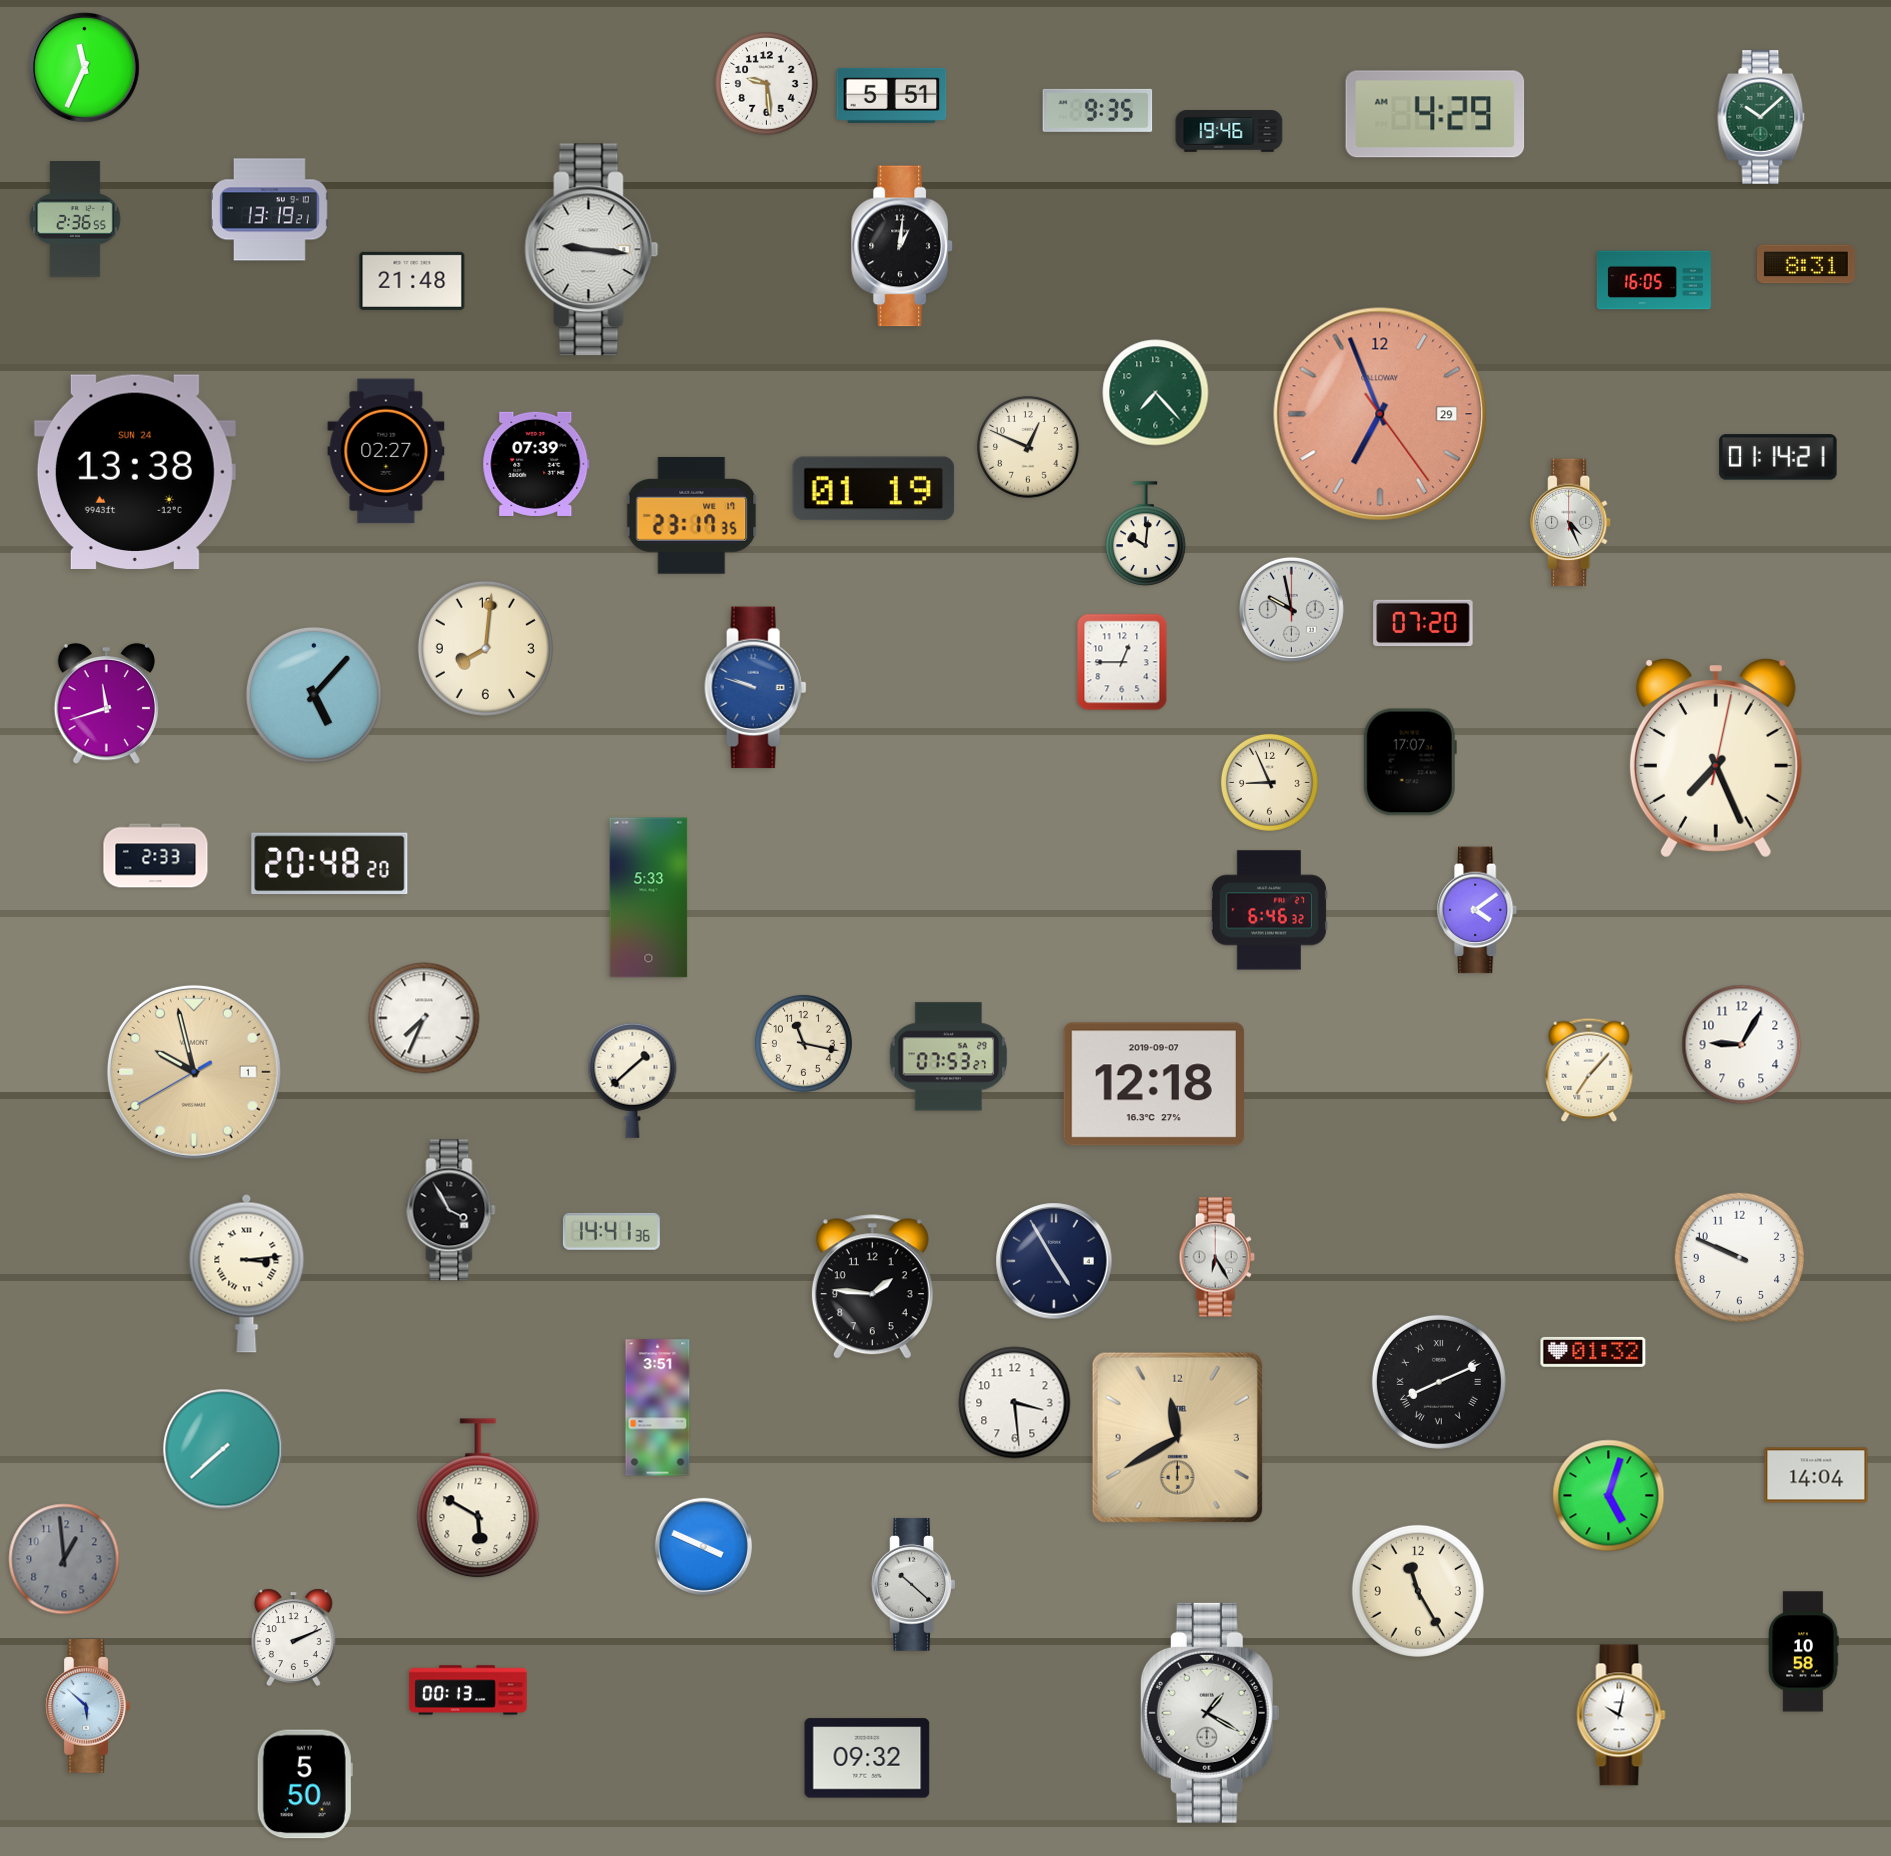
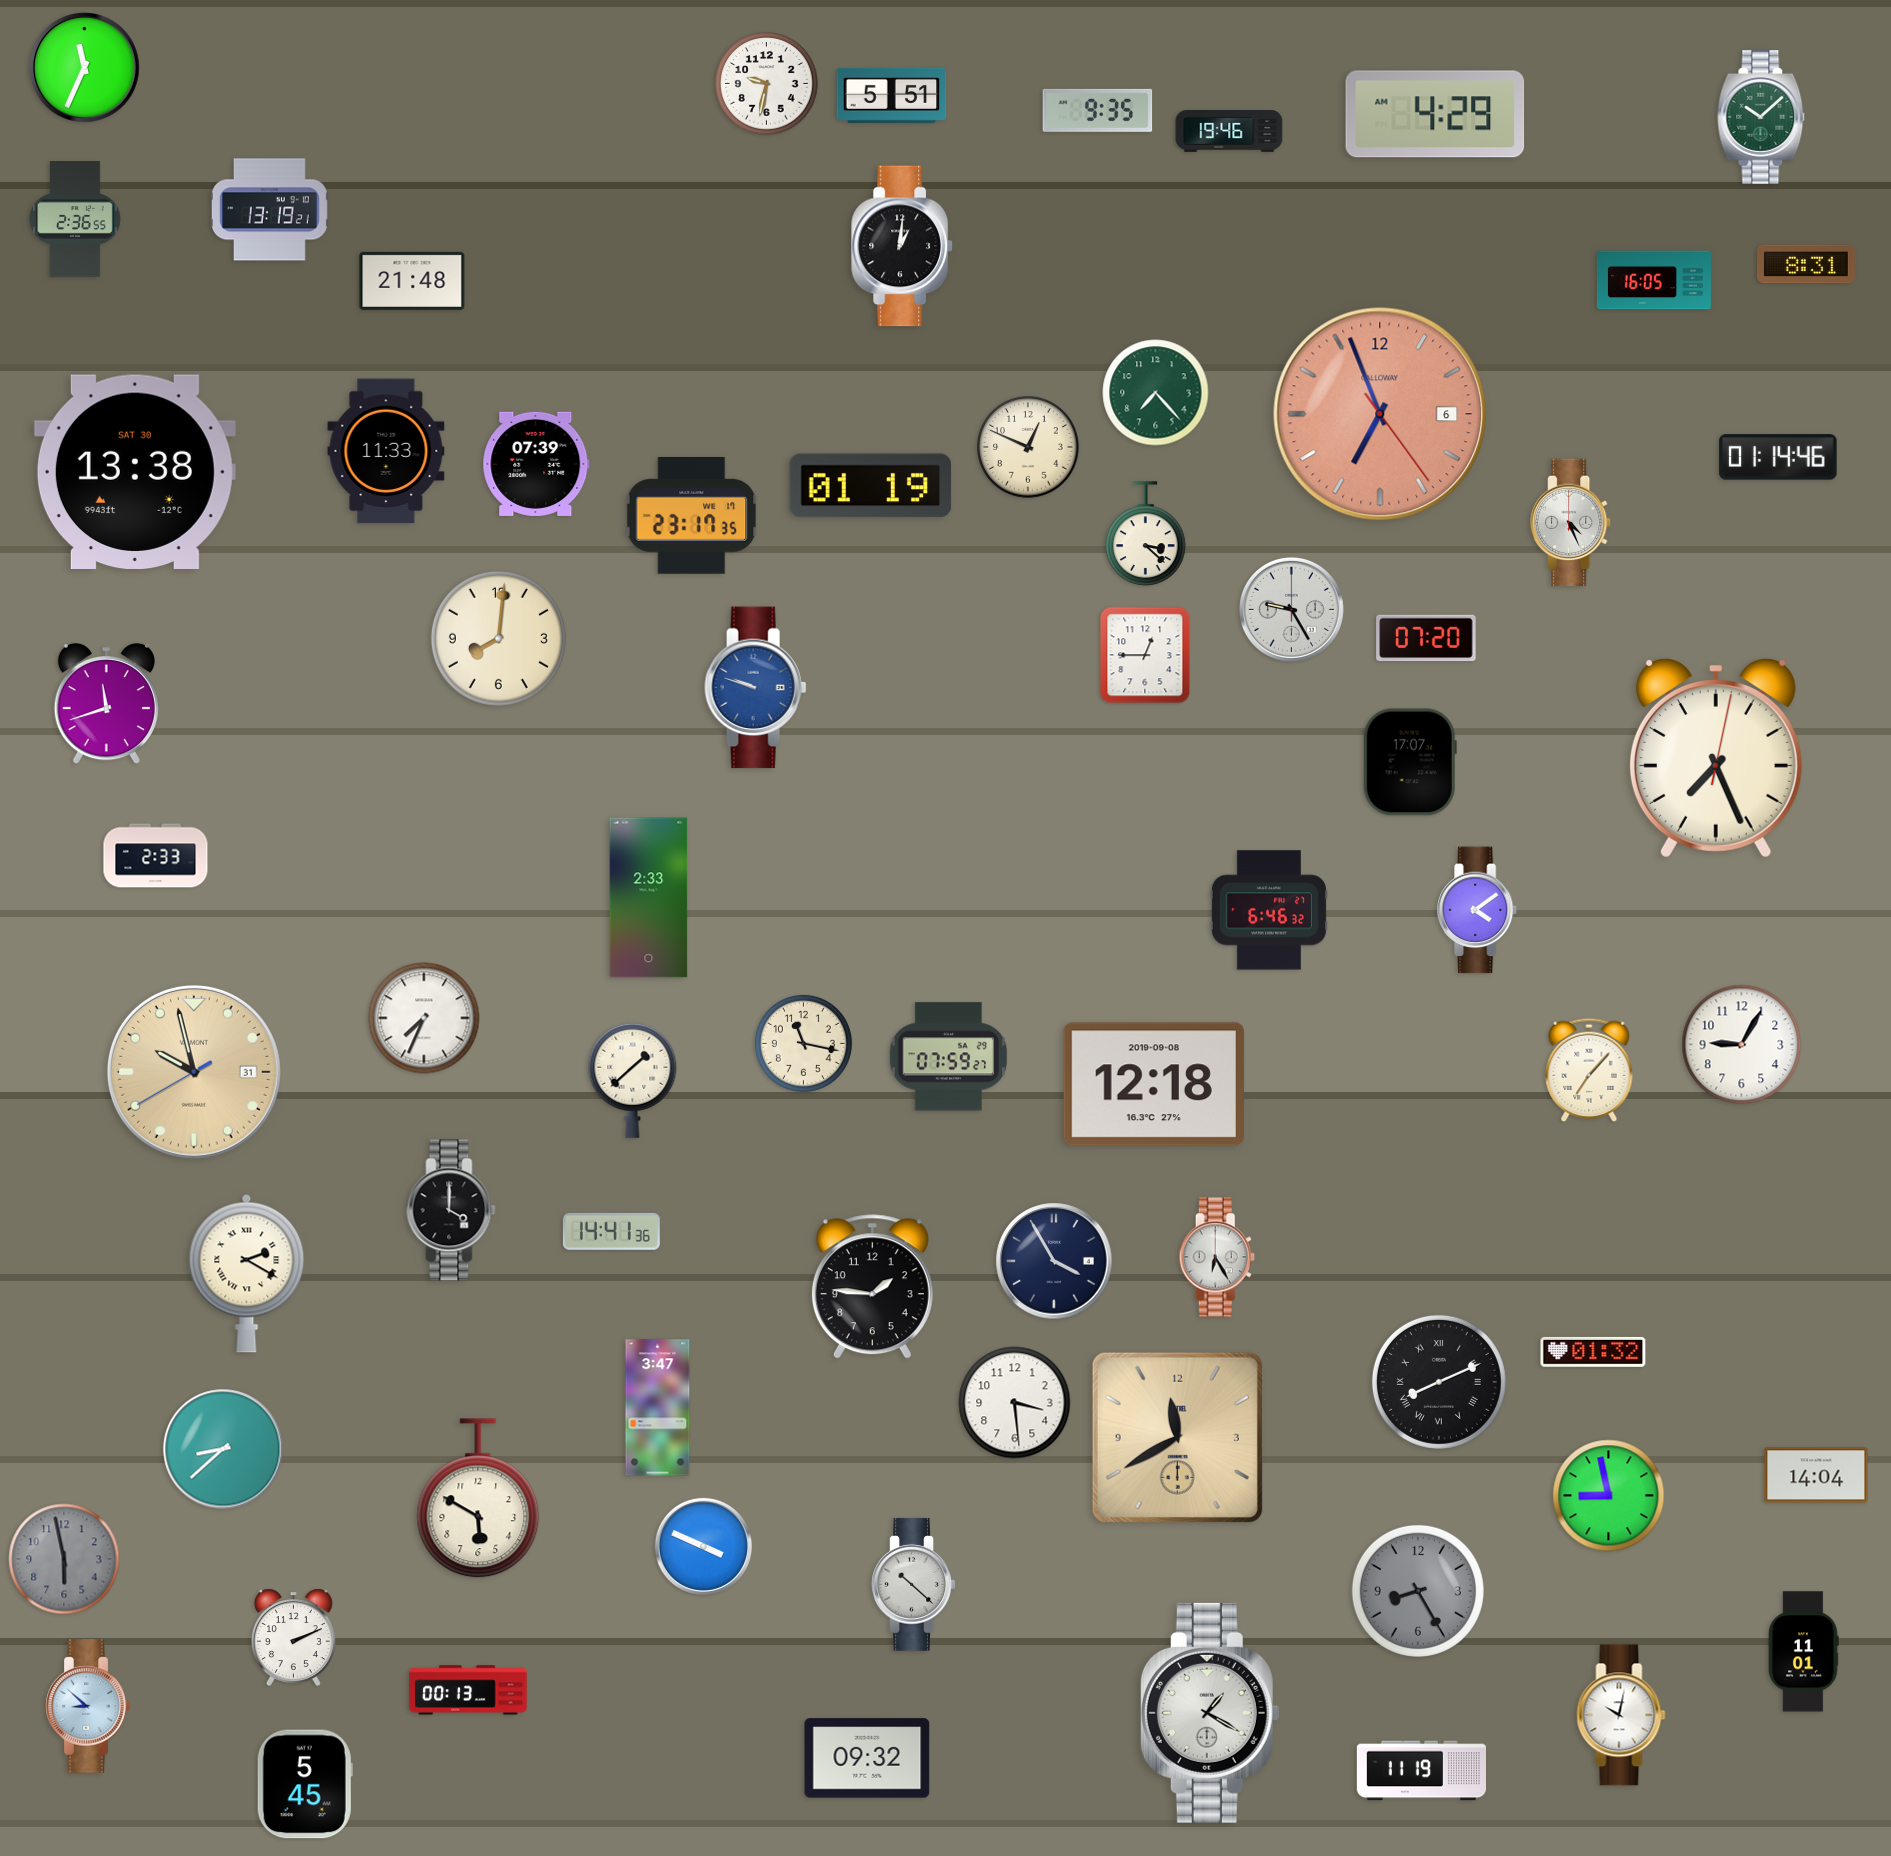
clock at (767, 84): 9:29 -> 9:32
clock at (592, 250): 9:16 -> none
clock at (1380, 414) date: 29 -> 6
clock at (386, 451): 02:27 -> 11:33
clock at (1778, 457): 01:14:21 -> 01:14:46
clock at (135, 471) date: SUN 24 -> SAT 30
clock at (874, 489) position: (874, 489) -> (871, 486)
clock at (1146, 534): 10:01 -> 3:22
clock at (1291, 609): 9:58 -> 9:25
clock at (1423, 623) position: (1423, 623) -> (1426, 638)
clock at (485, 648) position: (485, 648) -> (498, 638)
clock at (1122, 662) position: (1122, 662) -> (1145, 655)
clock at (314, 695): 5:07 -> none
clock at (1269, 782): 8:56 -> none
clock at (330, 864): 20:48 -> none
clock at (649, 898): 5:33 -> 2:33
clock at (949, 1057): 07:53 -> 07:59
clock at (194, 1072) date: 1 -> 31
clock at (1154, 1084) date: 2019-09-07 -> 2019-09-08
clock at (451, 1210): 3:55 -> 4:00
clock at (1739, 1257): 9:49 -> none
clock at (1054, 1261): 4:55 -> 3:55
clock at (247, 1273): 3:14 -> 2:20
clock at (658, 1408): 3:51 -> 3:47
clock at (223, 1449): 7:38 -> 8:38
clock at (1609, 1496): 5:03 -> 8:58
clock at (64, 1559): 12:59 -> 5:58
clock at (1418, 1591): 11:25 -> 8:25
clock at (1418, 1591) dial: cream -> grey
clock at (1803, 1652): 10:58 -> 11:01
clock at (88, 1706): 5:52 -> 8:52
clock at (1421, 1771): none -> 11:19
clock at (305, 1784): 5:50 -> 5:45
